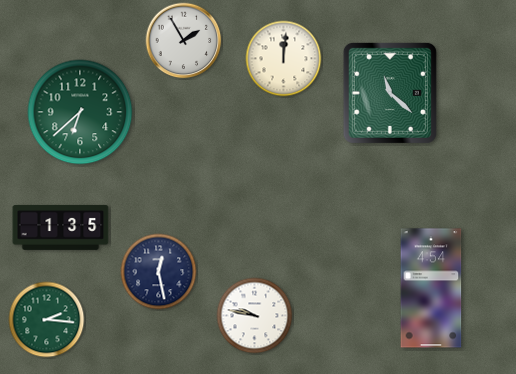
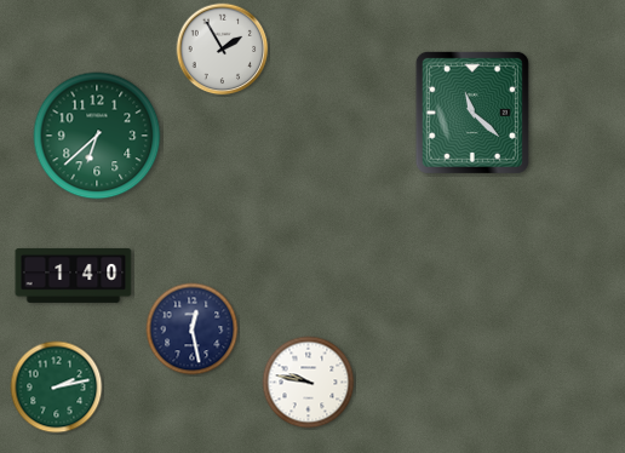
clock at (284, 59): 12:01 -> none
clock at (61, 227): 1:35 -> 1:40
clock at (431, 288): 4:54 -> none
clock at (47, 320): 2:16 -> 2:13
